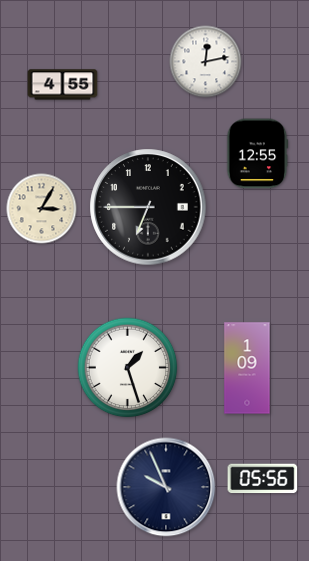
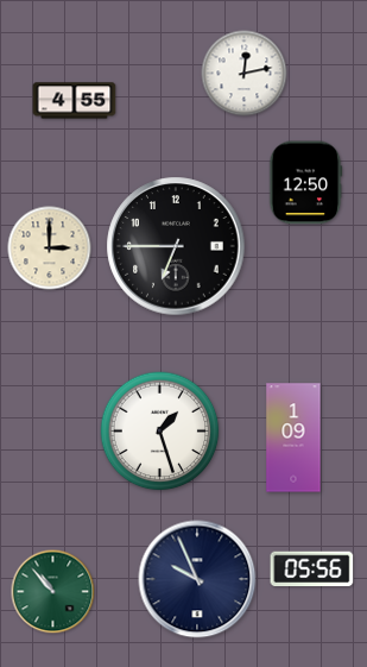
clock at (257, 154): 12:55 -> 12:50
clock at (42, 209): 3:05 -> 3:00
clock at (128, 368) position: (128, 368) -> (160, 432)
clock at (53, 592): none -> 10:53
